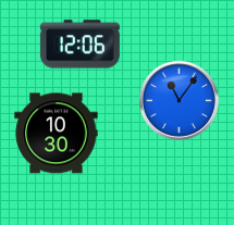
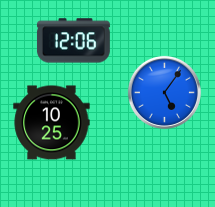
clock at (178, 100): 11:06 -> 5:06
clock at (57, 134): 10:30 -> 10:25
